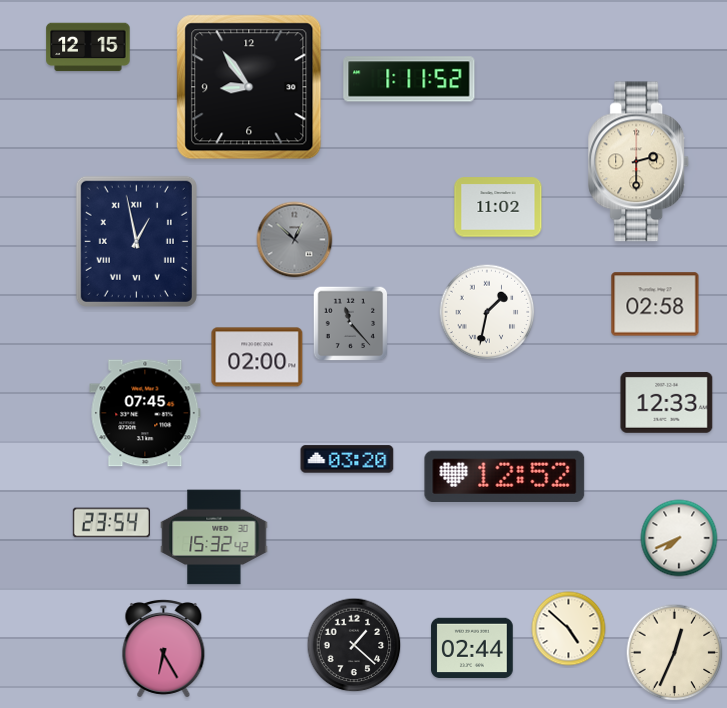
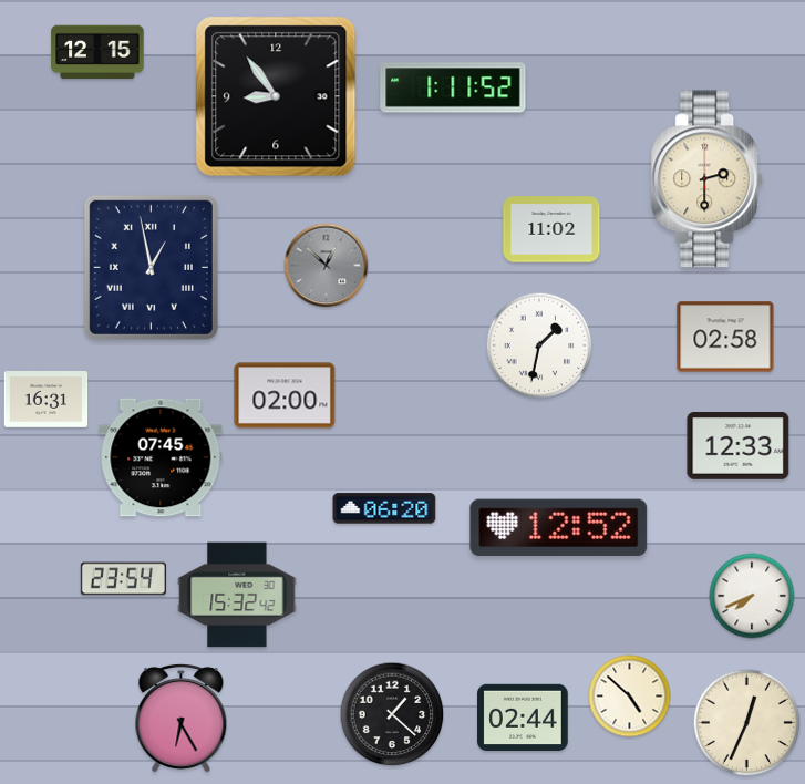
clock at (351, 324): 11:23 -> none
clock at (47, 400): none -> 16:31
clock at (347, 459): 03:20 -> 06:20
